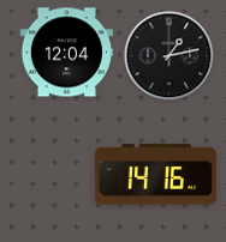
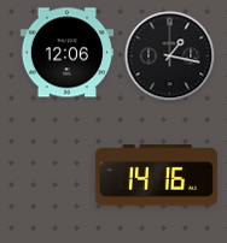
clock at (66, 53): 12:04 -> 12:06
clock at (169, 56): 1:13 -> 1:17
